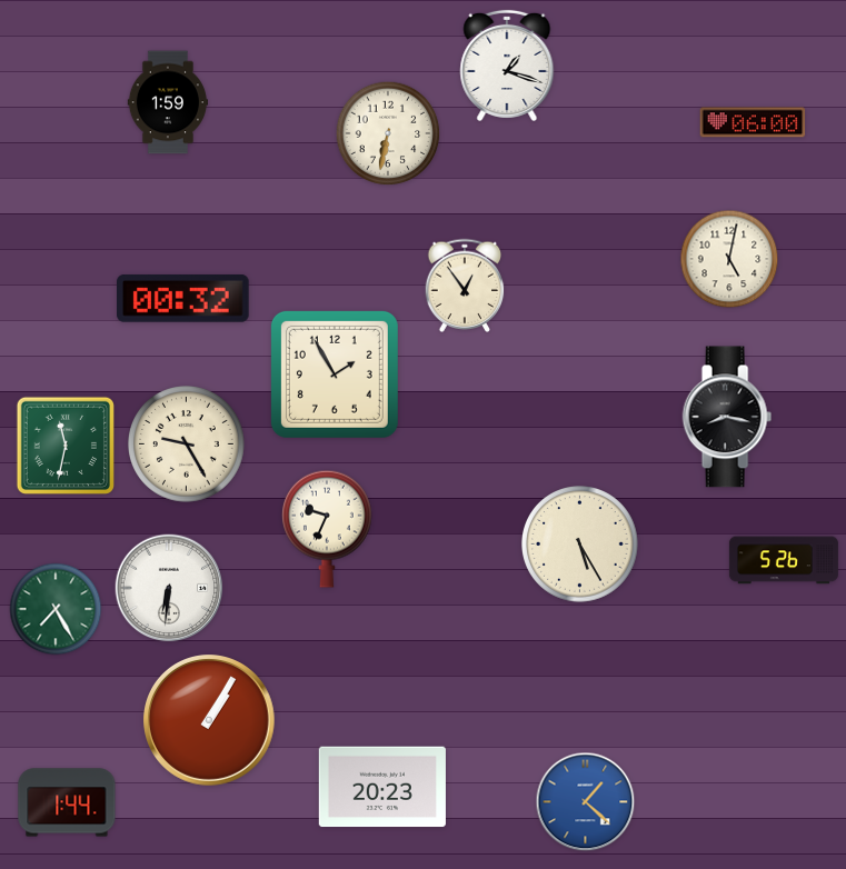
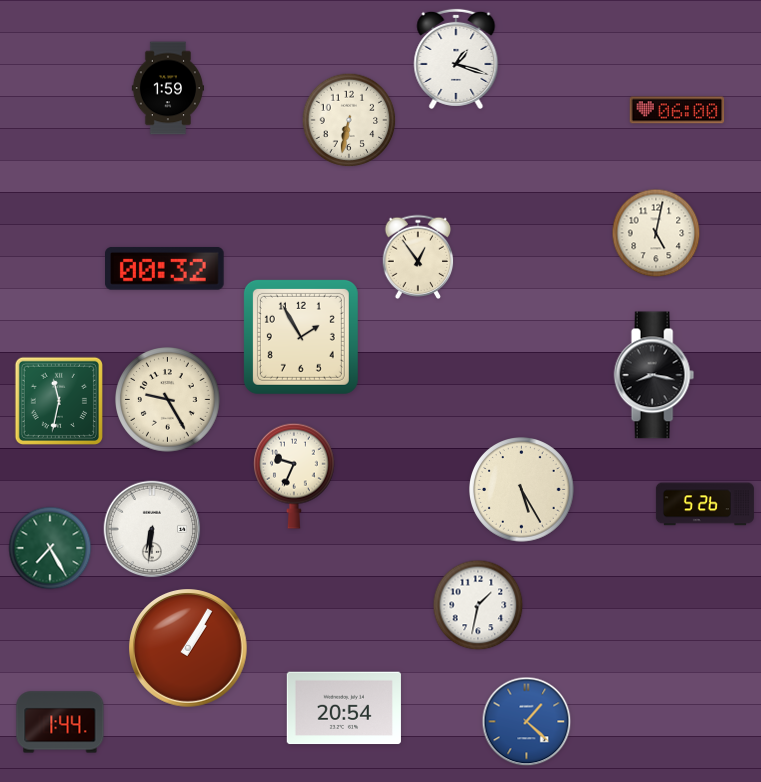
clock at (167, 102) position: (167, 102) -> (167, 88)
clock at (478, 605): none -> 1:32
clock at (382, 787): 20:23 -> 20:54
